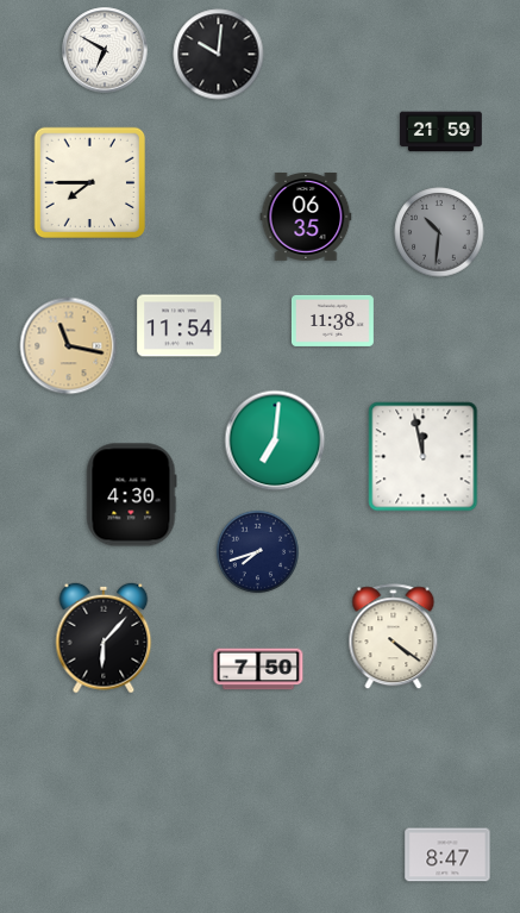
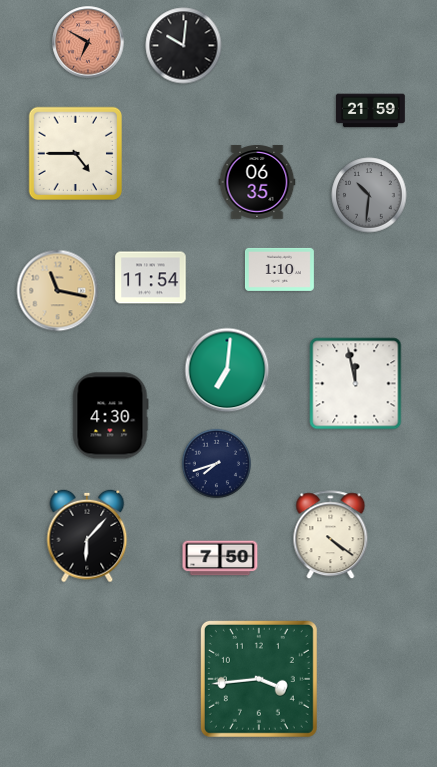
clock at (105, 50) dial: white -> salmon
clock at (90, 183): 7:45 -> 4:45
clock at (332, 320): 11:38 -> 1:10
clock at (180, 326) position: (180, 326) -> (151, 278)
clock at (275, 440) position: (275, 440) -> (227, 370)
clock at (258, 669) position: (258, 669) -> (220, 558)
clock at (259, 679): none -> 3:44
clock at (447, 855): 8:47 -> none
